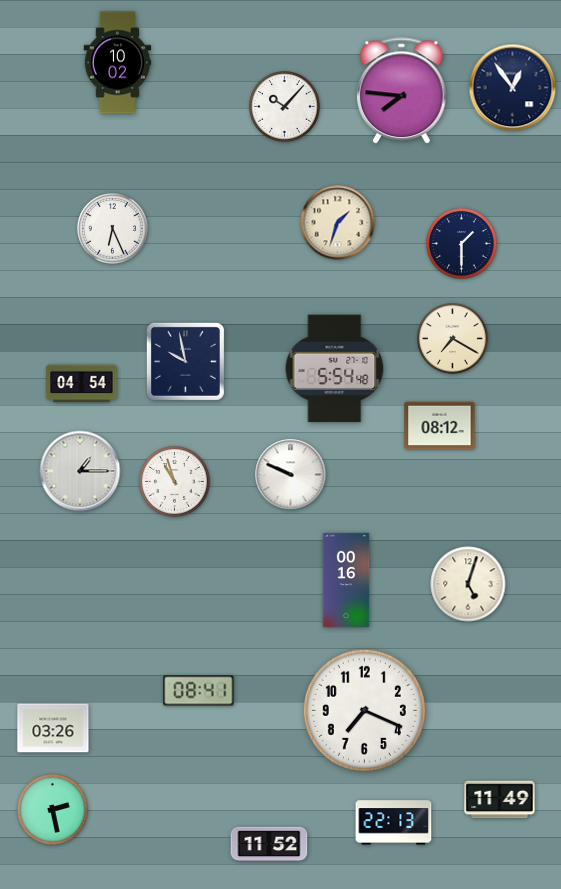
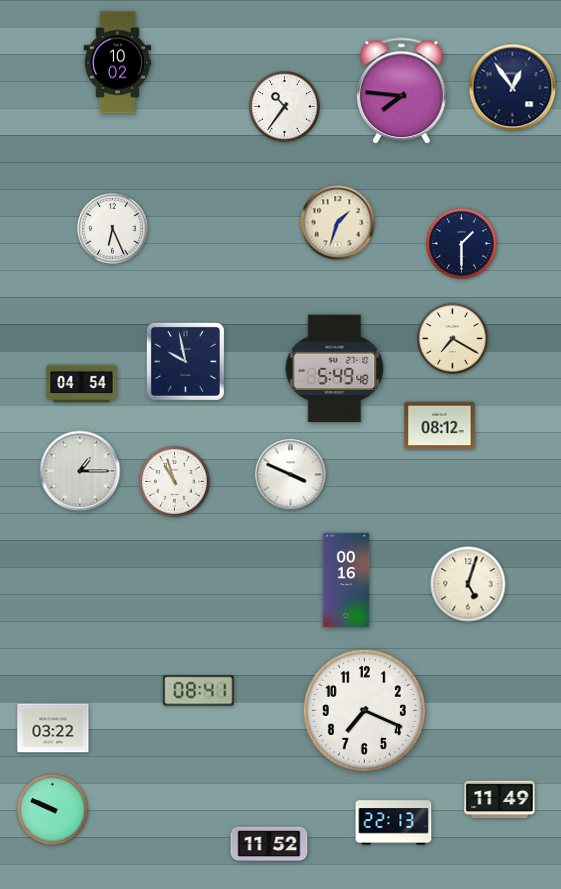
clock at (285, 107): 10:07 -> 10:36
clock at (335, 369): 5:54 -> 5:49
clock at (291, 475): 9:49 -> 3:49
clock at (53, 728): 03:26 -> 03:22
clock at (53, 810): 2:28 -> 9:49
